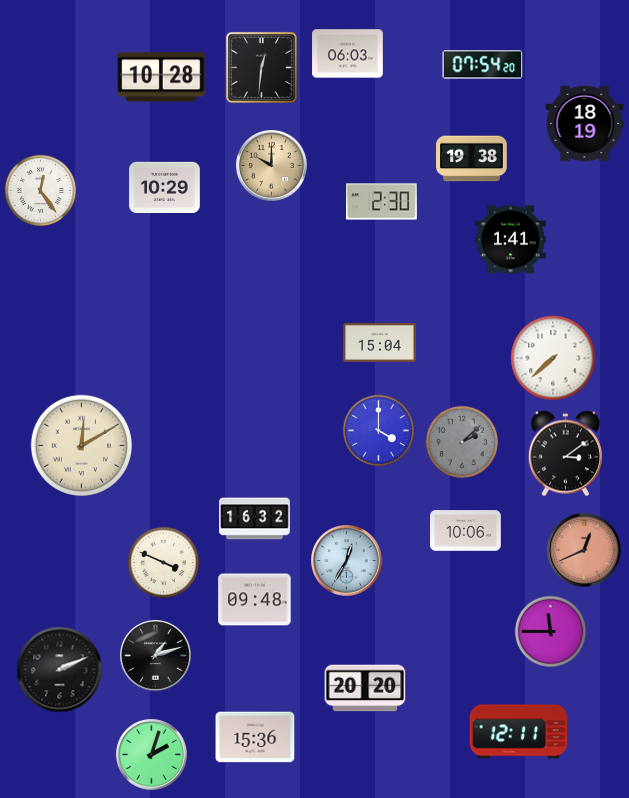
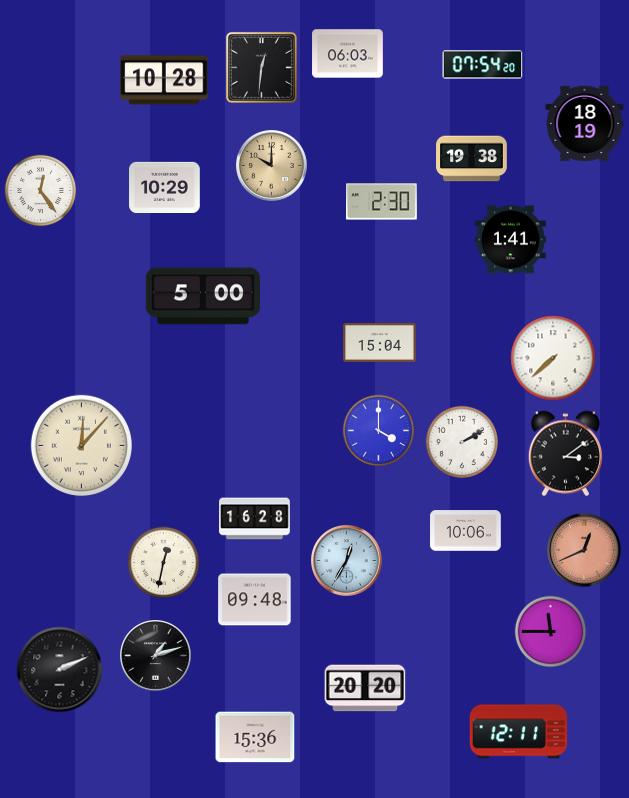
clock at (161, 77) position: (161, 77) -> (164, 80)
clock at (203, 296): none -> 5:00
clock at (461, 441): 2:08 -> 2:10
clock at (461, 441) dial: grey -> white
clock at (81, 445): 12:10 -> 12:07
clock at (255, 519): 16:32 -> 16:28
clock at (164, 563): 3:49 -> 12:32
clock at (152, 755): 2:03 -> none
